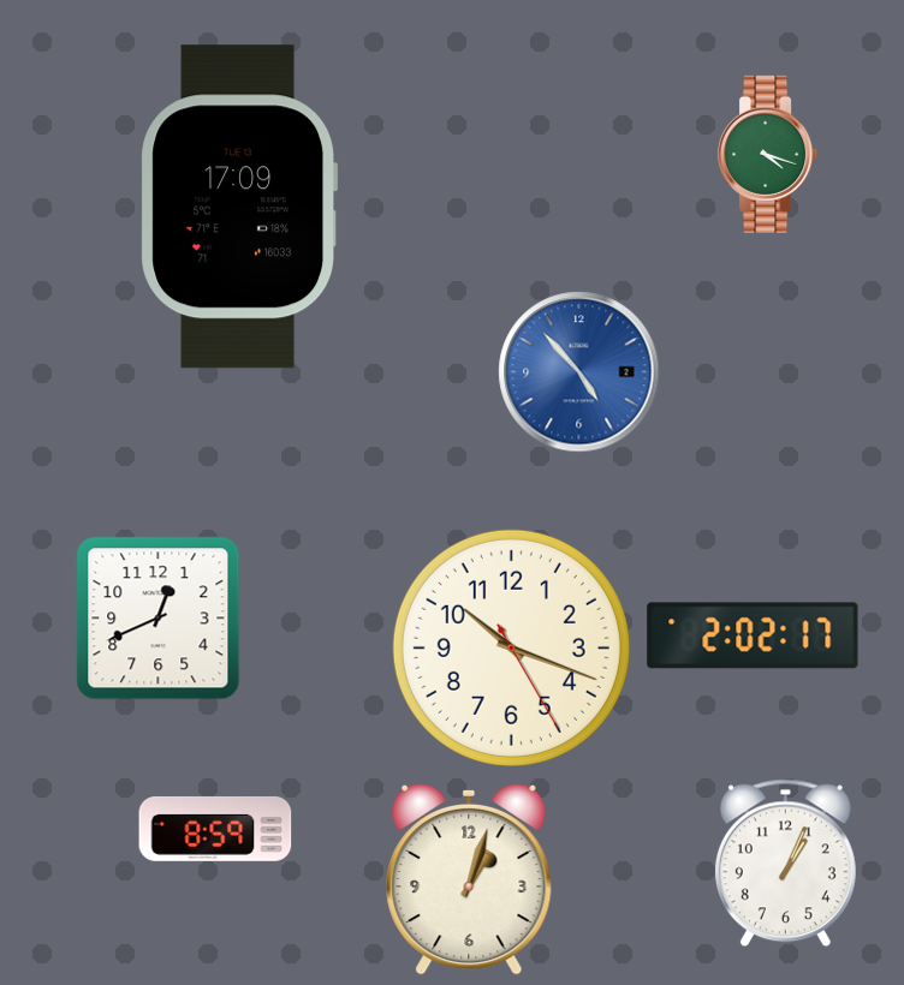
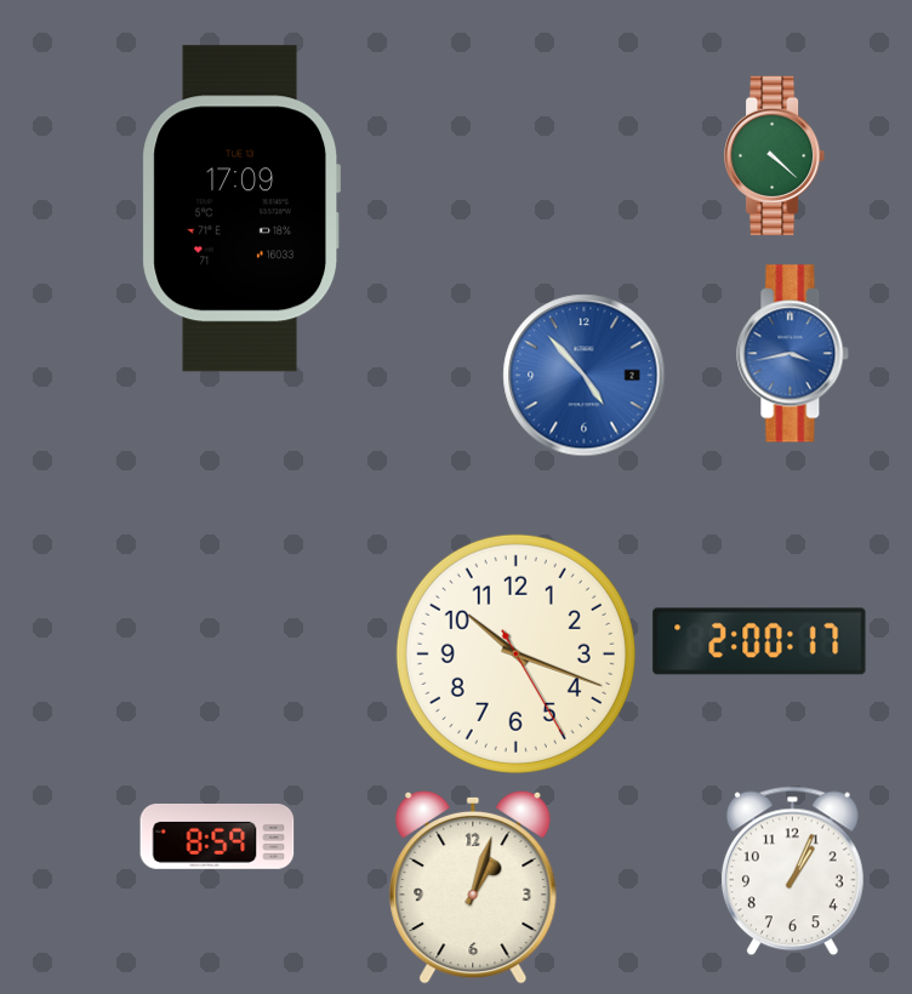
clock at (769, 154): 4:18 -> 4:22
clock at (793, 354): none -> 3:43
clock at (159, 619): 12:41 -> none
clock at (753, 635): 2:02 -> 2:00
